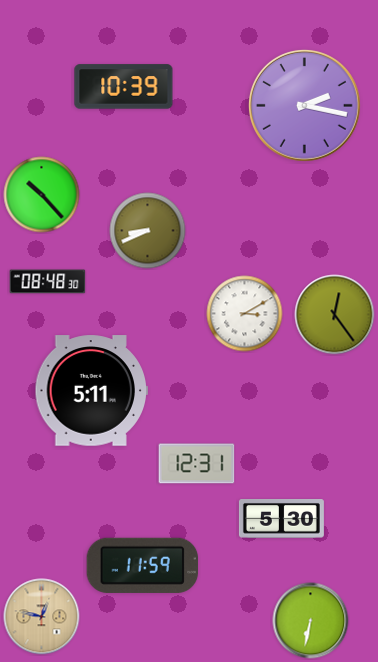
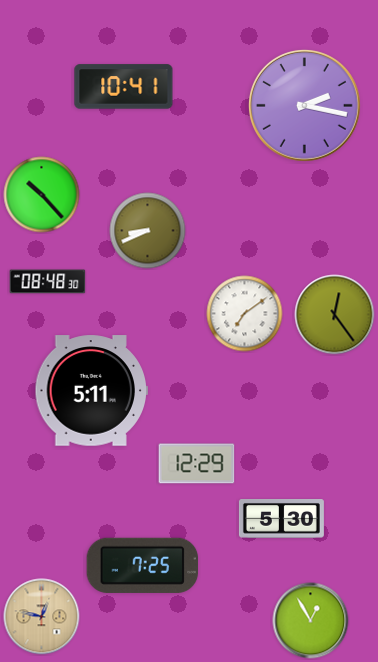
clock at (124, 87): 10:39 -> 10:41
clock at (245, 314): 3:10 -> 7:09
clock at (197, 464): 12:31 -> 12:29
clock at (143, 565): 11:59 -> 7:25
clock at (311, 621): 6:32 -> 12:55
